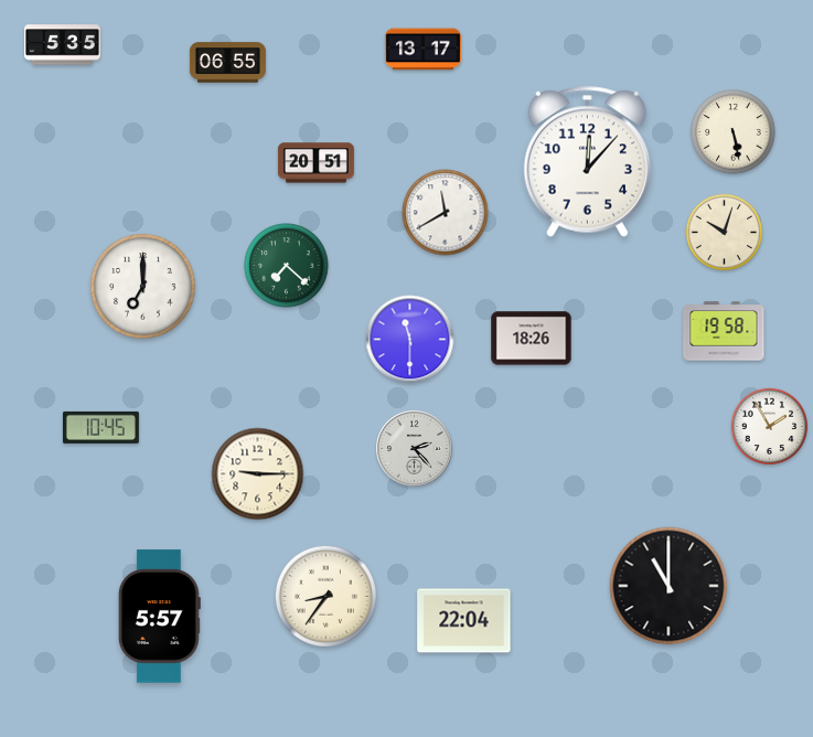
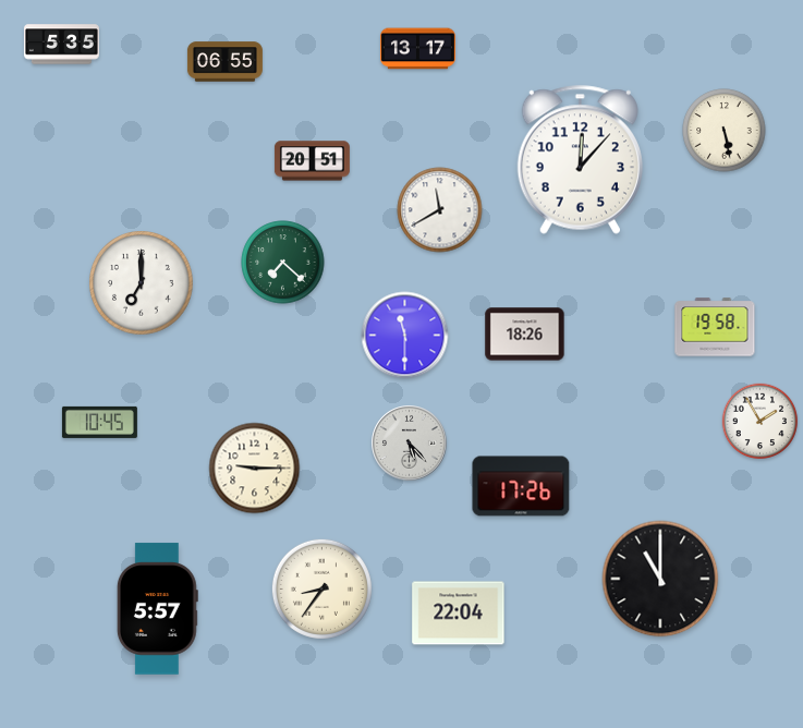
clock at (725, 233): 10:03 -> none
clock at (415, 449): 2:23 -> 5:23
clock at (521, 486): none -> 17:26
